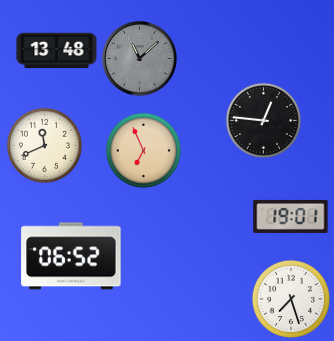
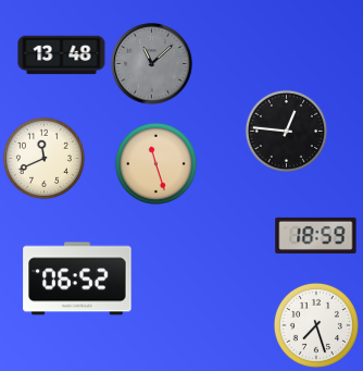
clock at (44, 145) position: (44, 145) -> (43, 158)
clock at (143, 150): 6:56 -> 11:27
clock at (291, 216): 19:01 -> 18:59
